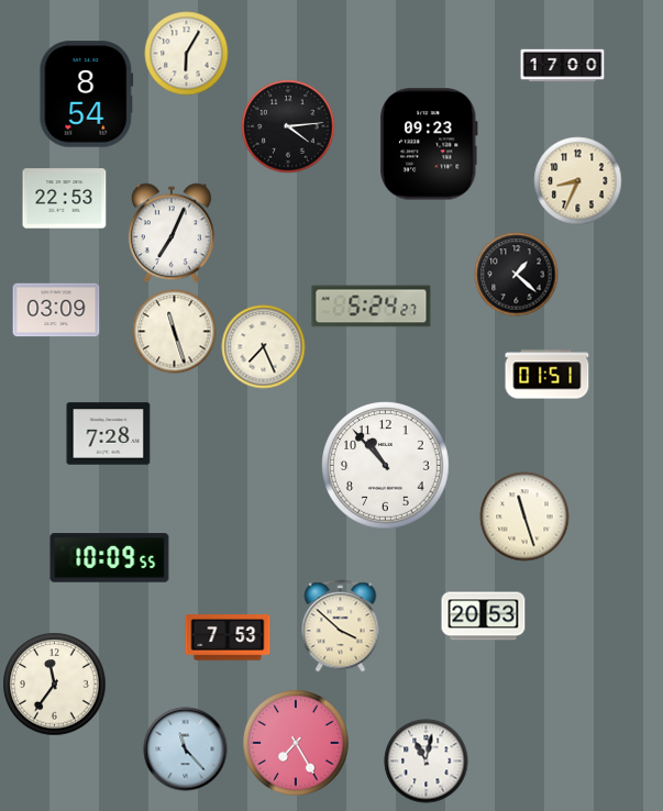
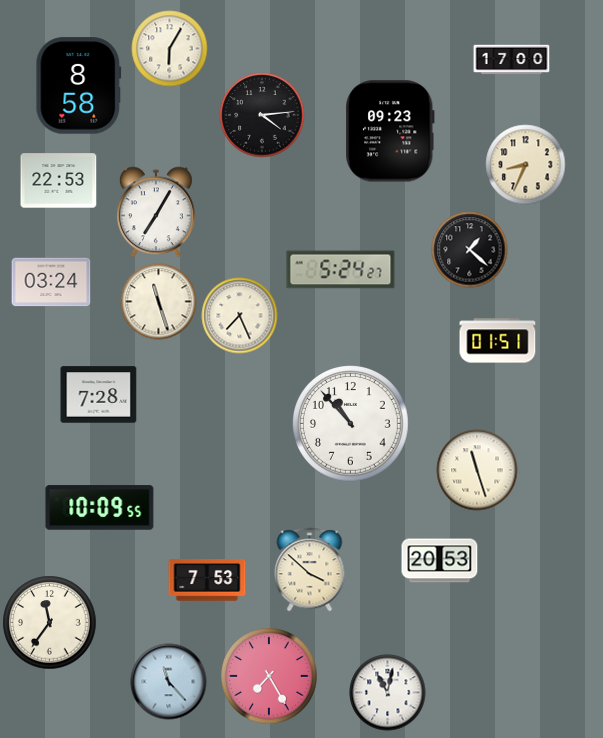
clock at (87, 95): 8:54 -> 8:58
clock at (172, 233): 7:04 -> 7:05
clock at (372, 307) position: (372, 307) -> (341, 270)
clock at (56, 310): 03:09 -> 03:24
